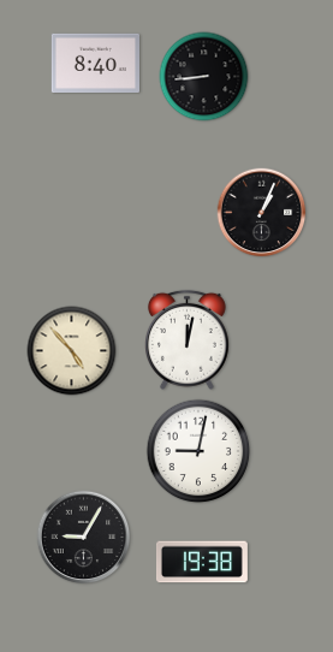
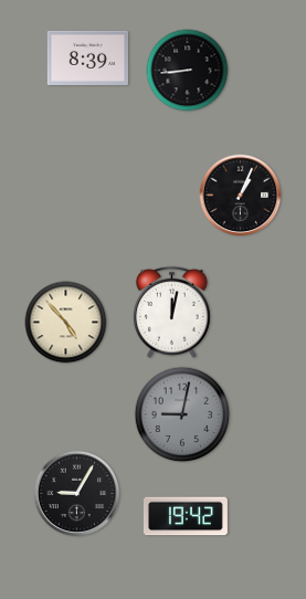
clock at (95, 63): 8:40 -> 8:39
clock at (198, 451) dial: white -> grey
clock at (202, 562): 19:38 -> 19:42
